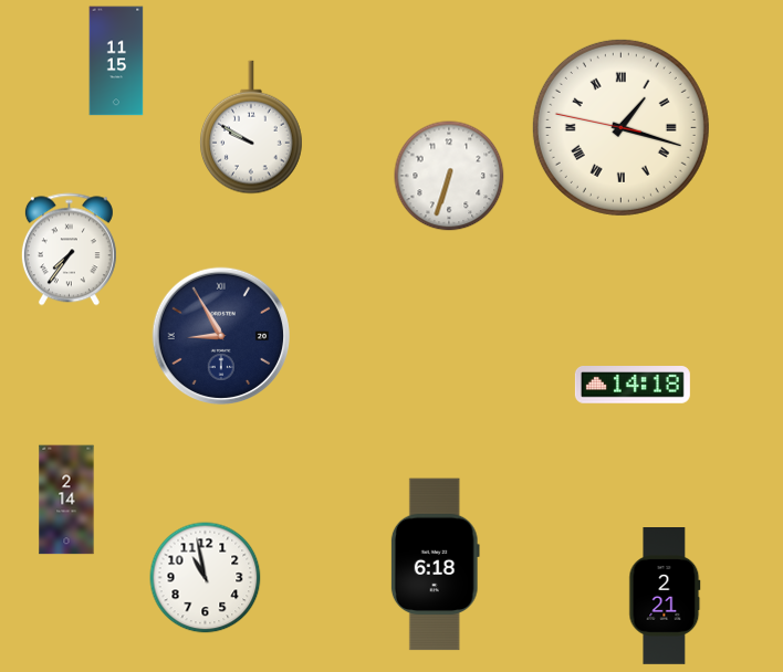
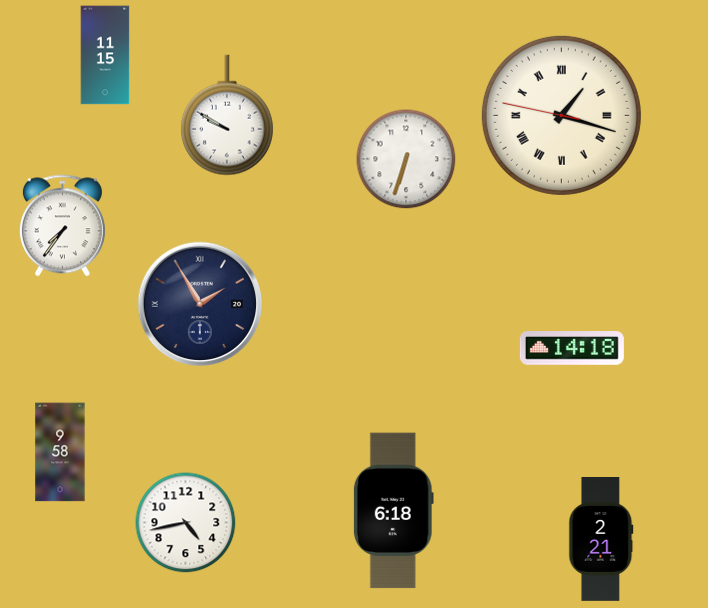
clock at (220, 335): 8:55 -> 1:55
clock at (66, 500): 2:14 -> 9:58
clock at (206, 578): 10:58 -> 4:43
